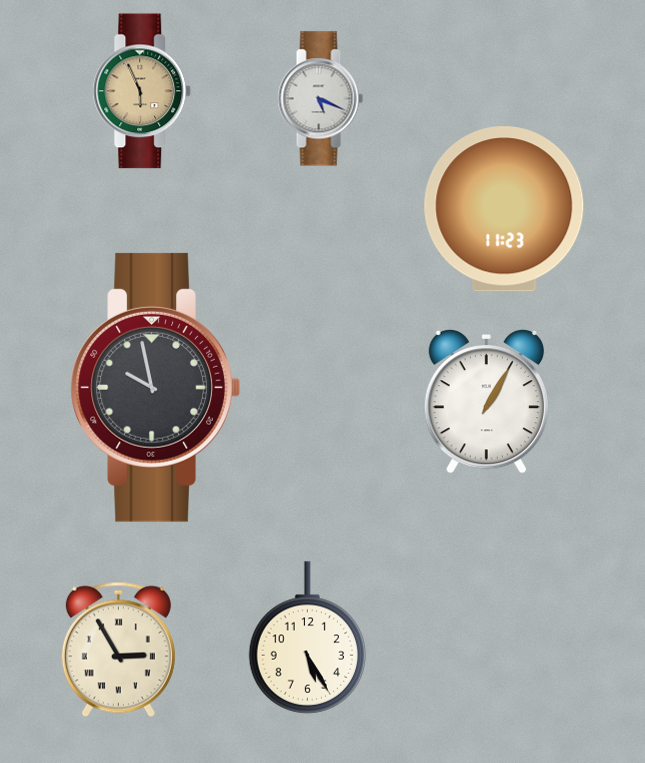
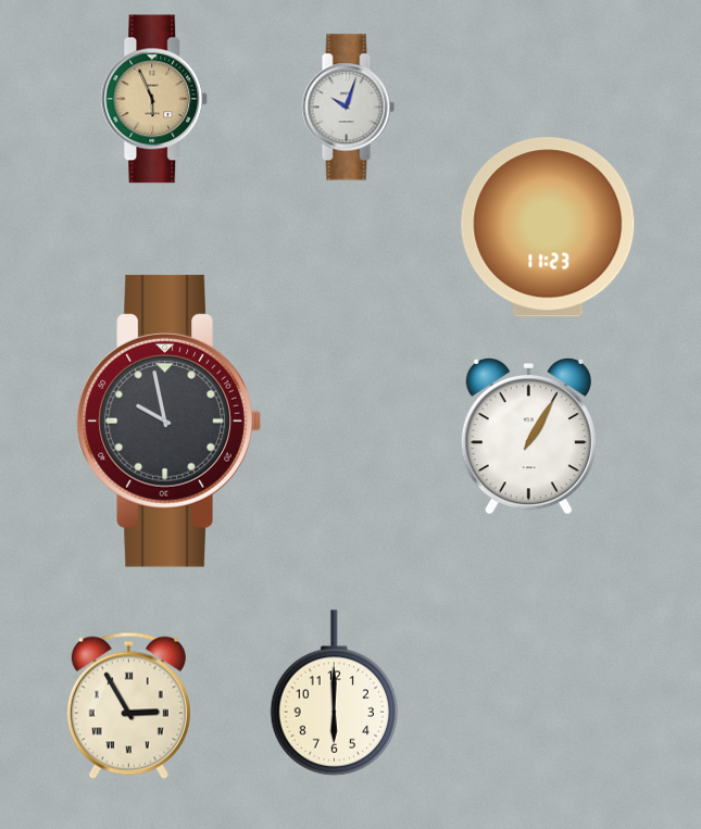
clock at (320, 99): 5:19 -> 10:03
clock at (307, 638): 5:25 -> 6:00
